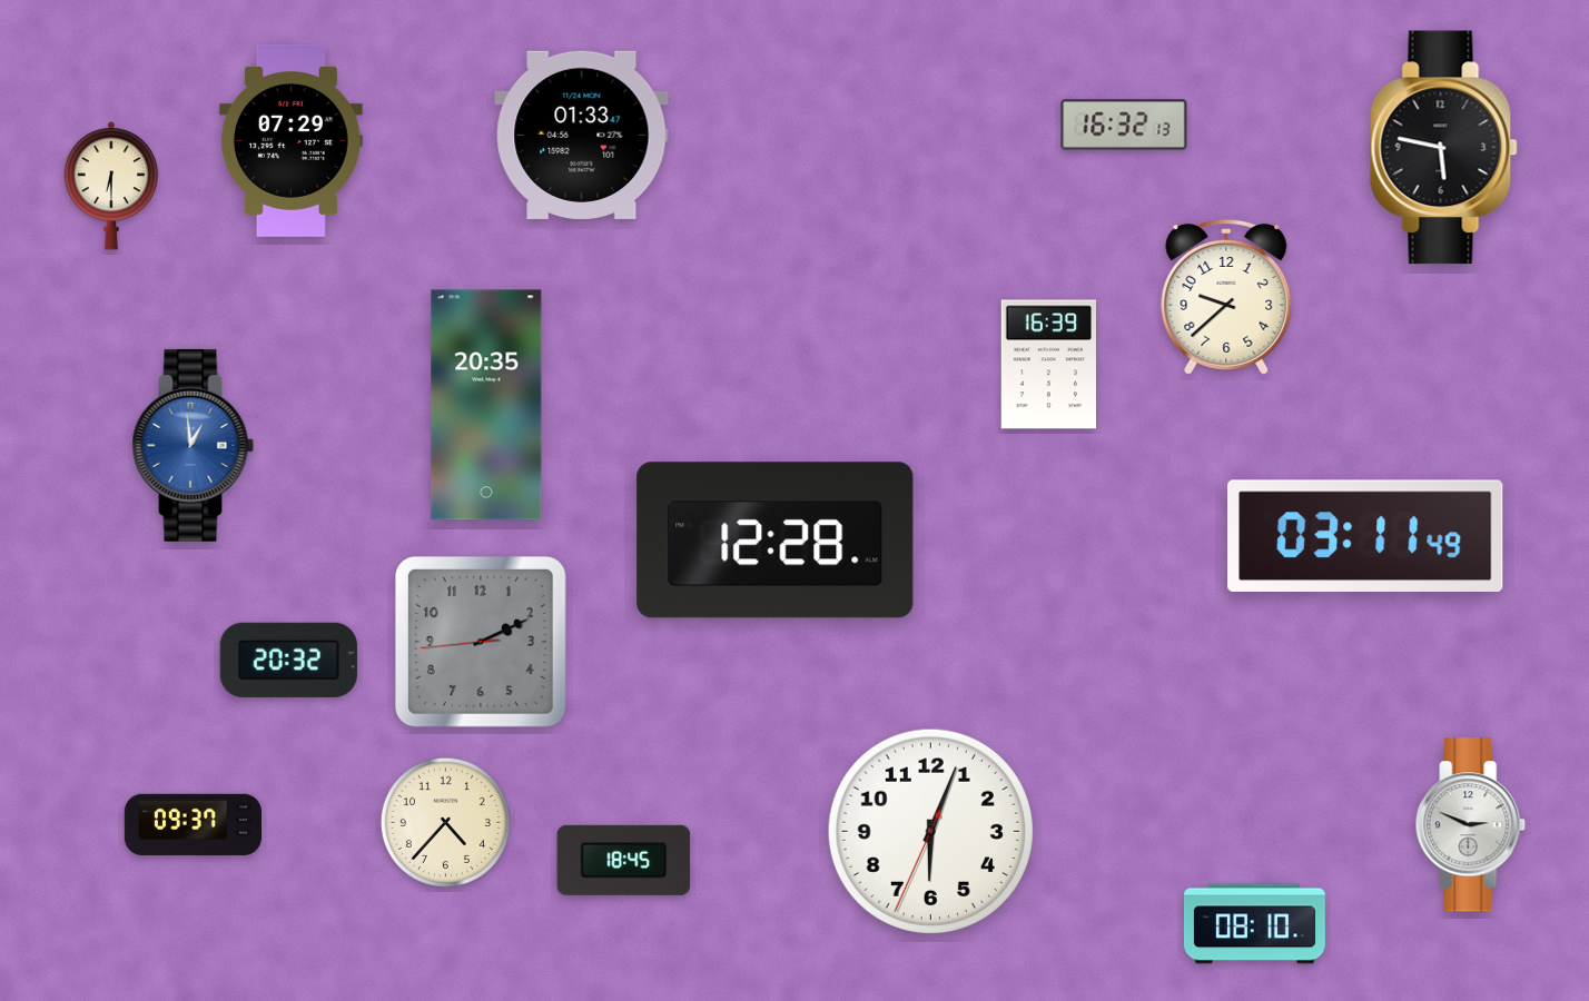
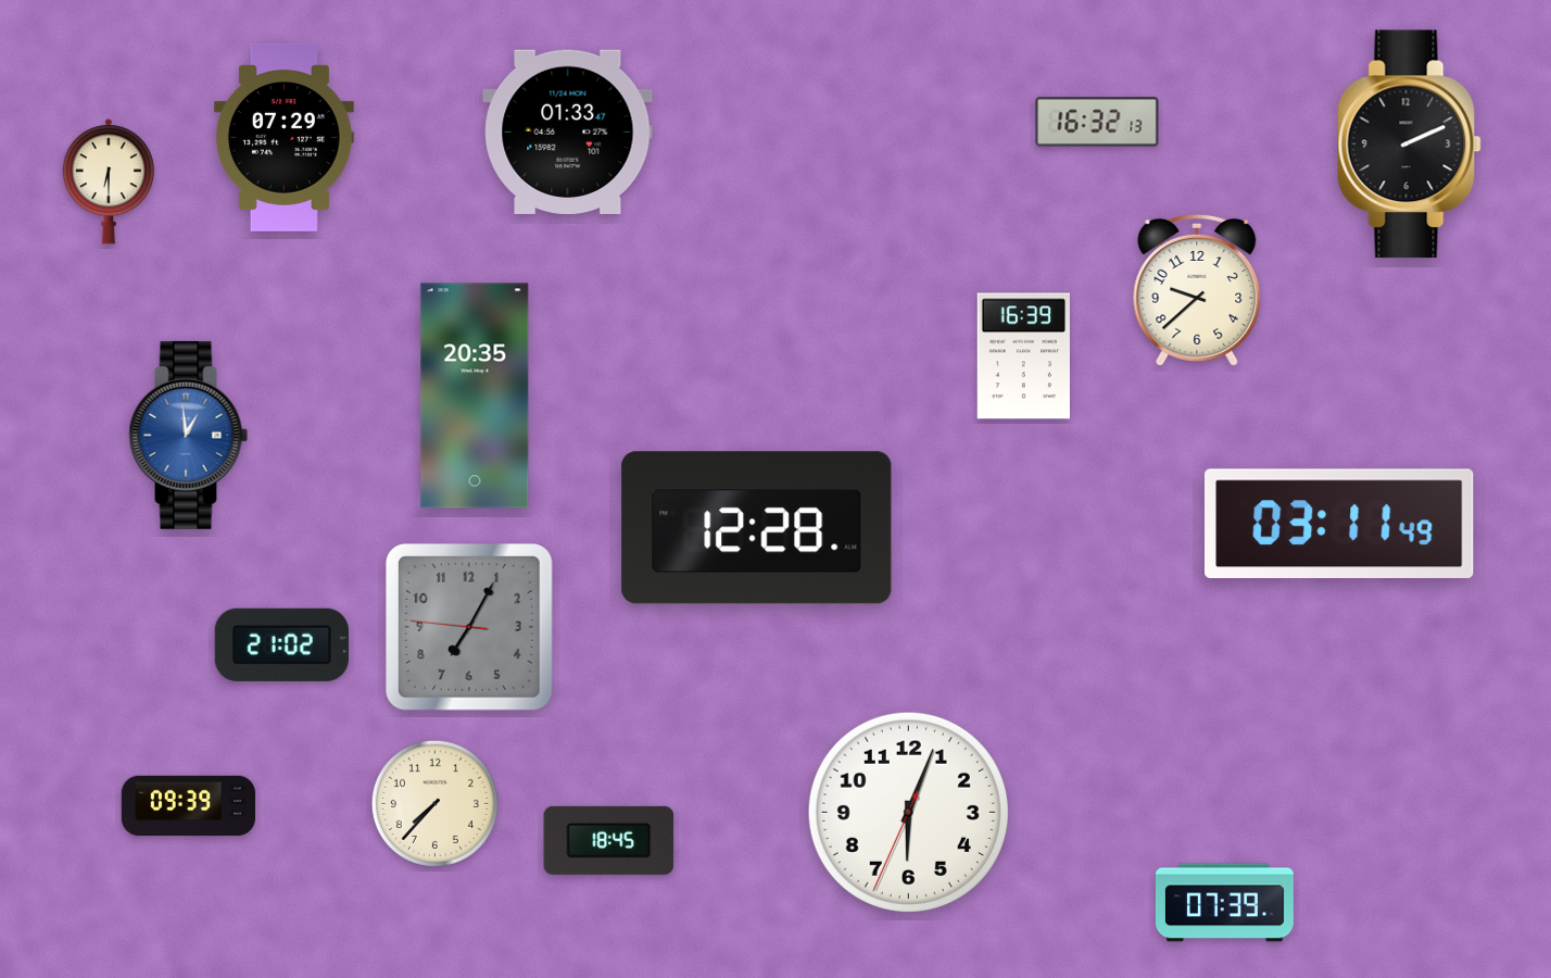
clock at (1443, 148): 5:47 -> 2:11
clock at (1366, 535) position: (1366, 535) -> (1340, 523)
clock at (481, 642): 2:10 -> 7:04
clock at (288, 660): 20:32 -> 21:02
clock at (445, 822): 4:37 -> 7:37
clock at (193, 825): 09:37 -> 09:39
clock at (1471, 825): 2:49 -> none
clock at (1254, 924): 08:10 -> 07:39
